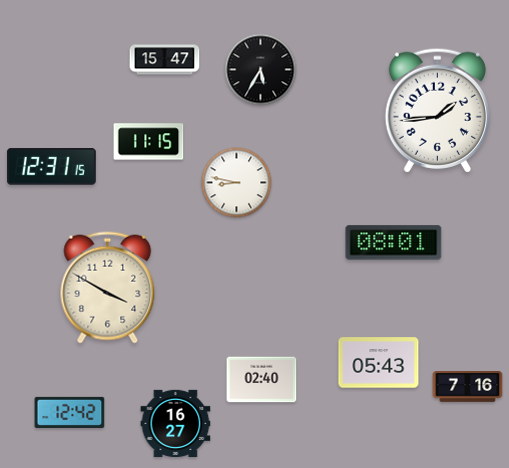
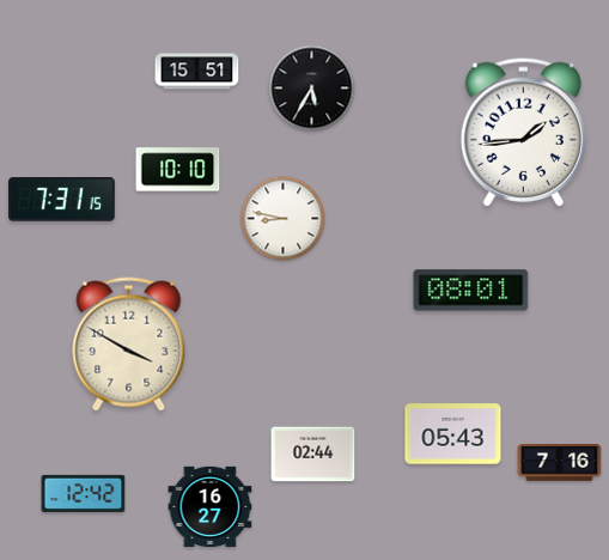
clock at (165, 60): 15:47 -> 15:51
clock at (261, 70) position: (261, 70) -> (312, 89)
clock at (149, 142): 11:15 -> 10:10
clock at (52, 167): 12:31 -> 7:31
clock at (262, 380): 02:40 -> 02:44
